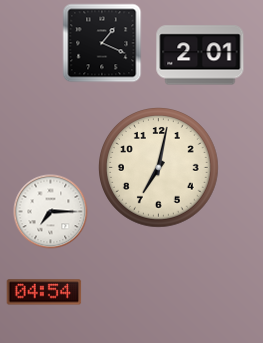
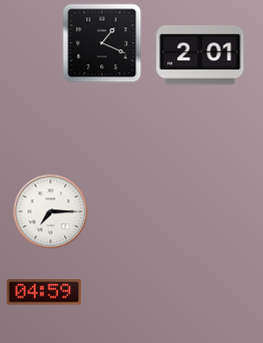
clock at (159, 168): 7:02 -> none
clock at (44, 292): 04:54 -> 04:59
